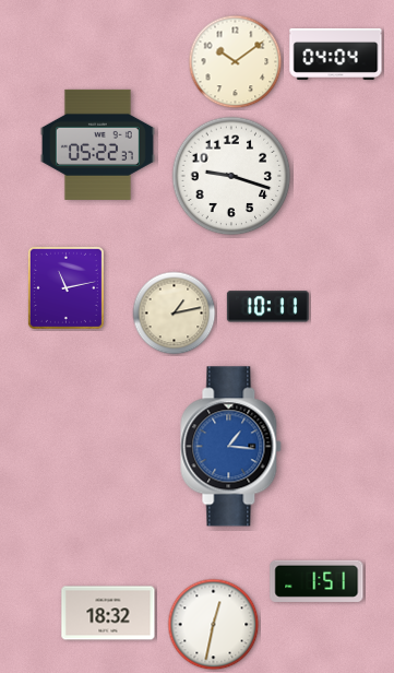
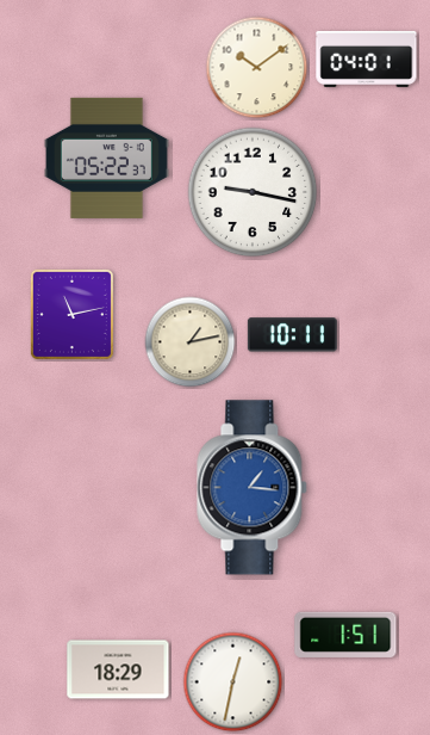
clock at (336, 54): 04:04 -> 04:01
clock at (231, 176): 9:18 -> 9:17
clock at (108, 613): 18:32 -> 18:29
